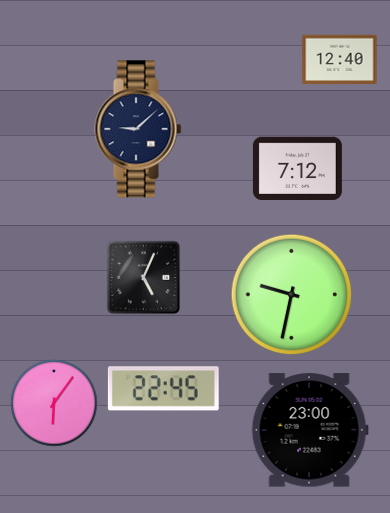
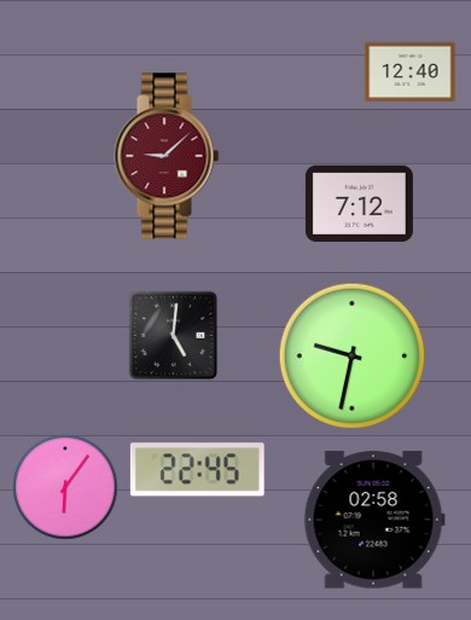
clock at (138, 129) dial: navy -> burgundy
clock at (144, 278): 5:04 -> 5:01
clock at (310, 430): 23:00 -> 02:58
